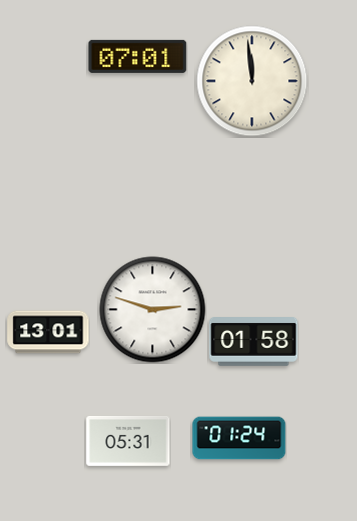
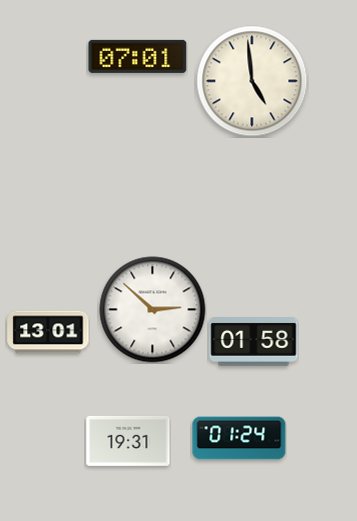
clock at (252, 81): 11:59 -> 4:59
clock at (153, 310): 2:48 -> 2:52
clock at (128, 441): 05:31 -> 19:31
